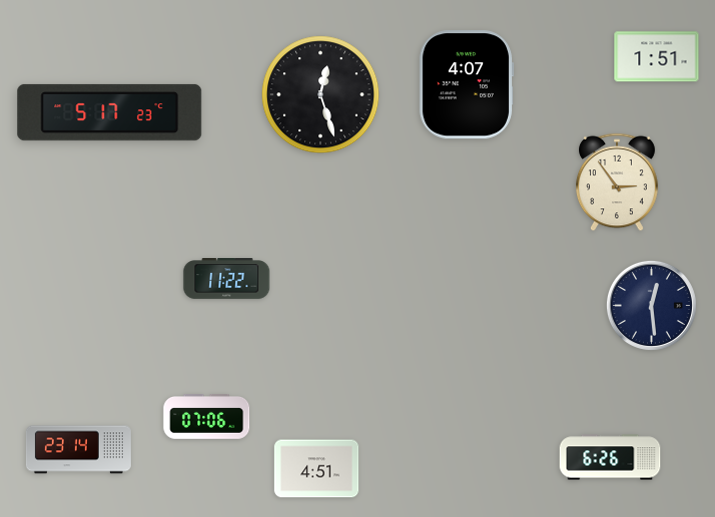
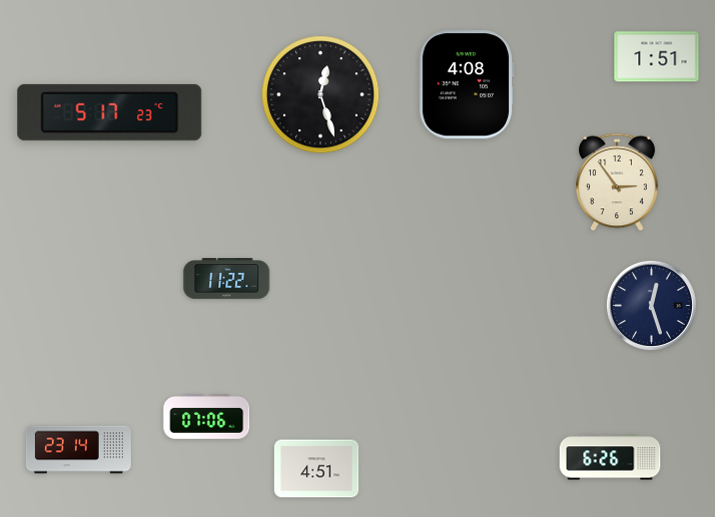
clock at (466, 85): 4:07 -> 4:08
clock at (651, 305): 12:29 -> 12:27
